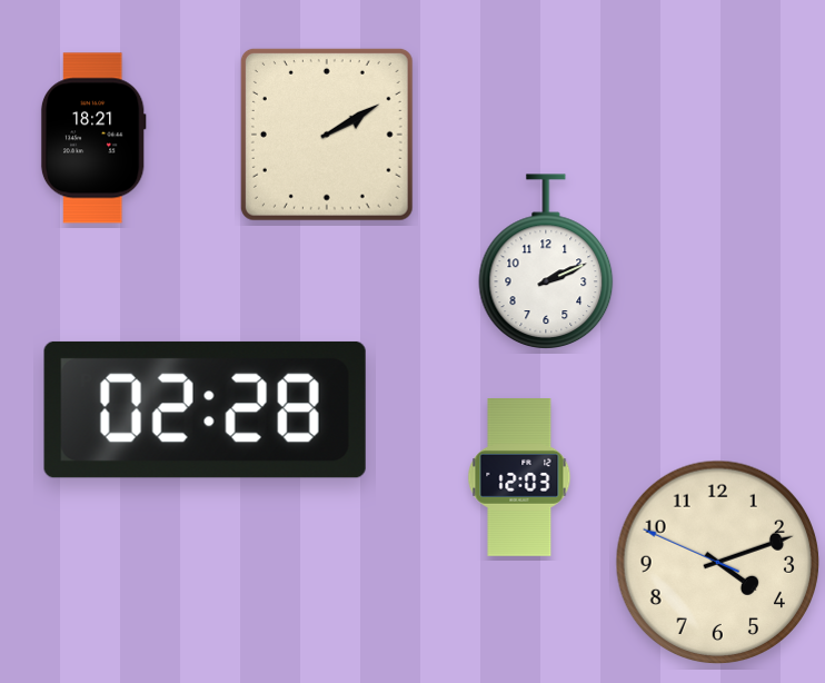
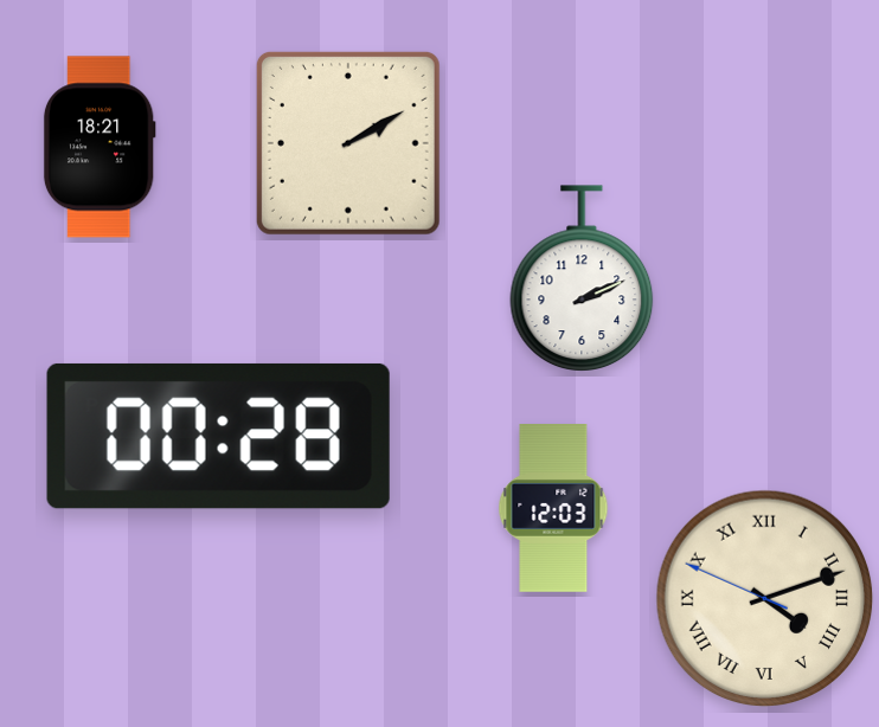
clock at (205, 409): 02:28 -> 00:28
clock at (718, 563) numerals: Arabic -> Roman
